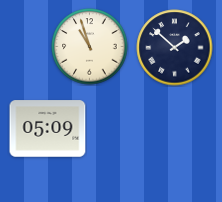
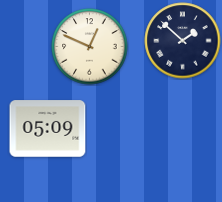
clock at (90, 47): 10:57 -> 12:49
clock at (175, 48) position: (175, 48) -> (183, 41)
